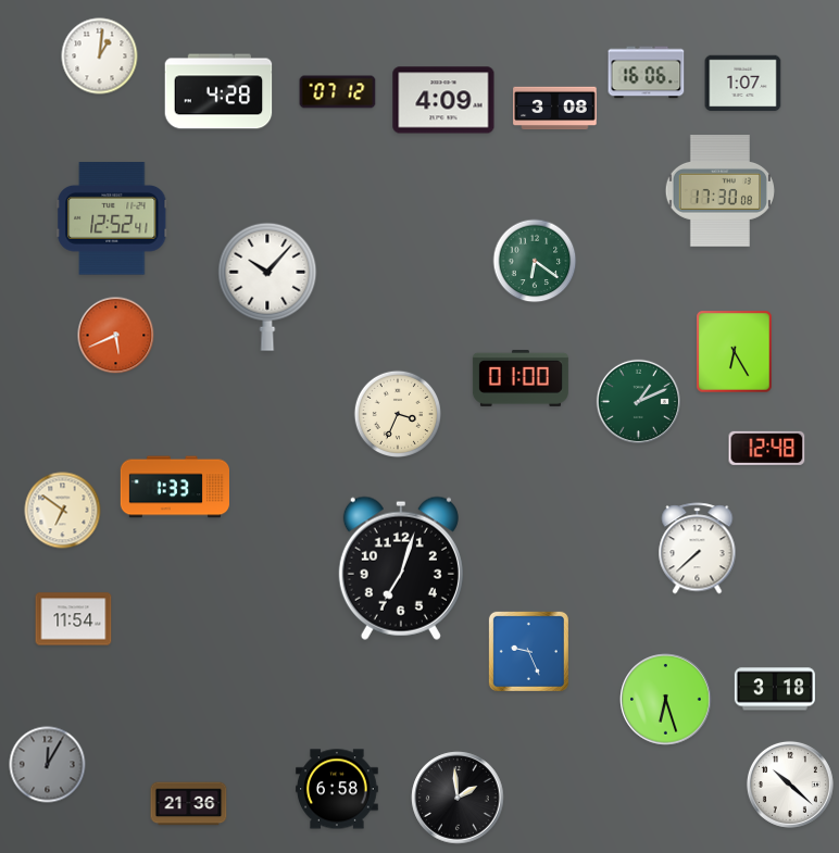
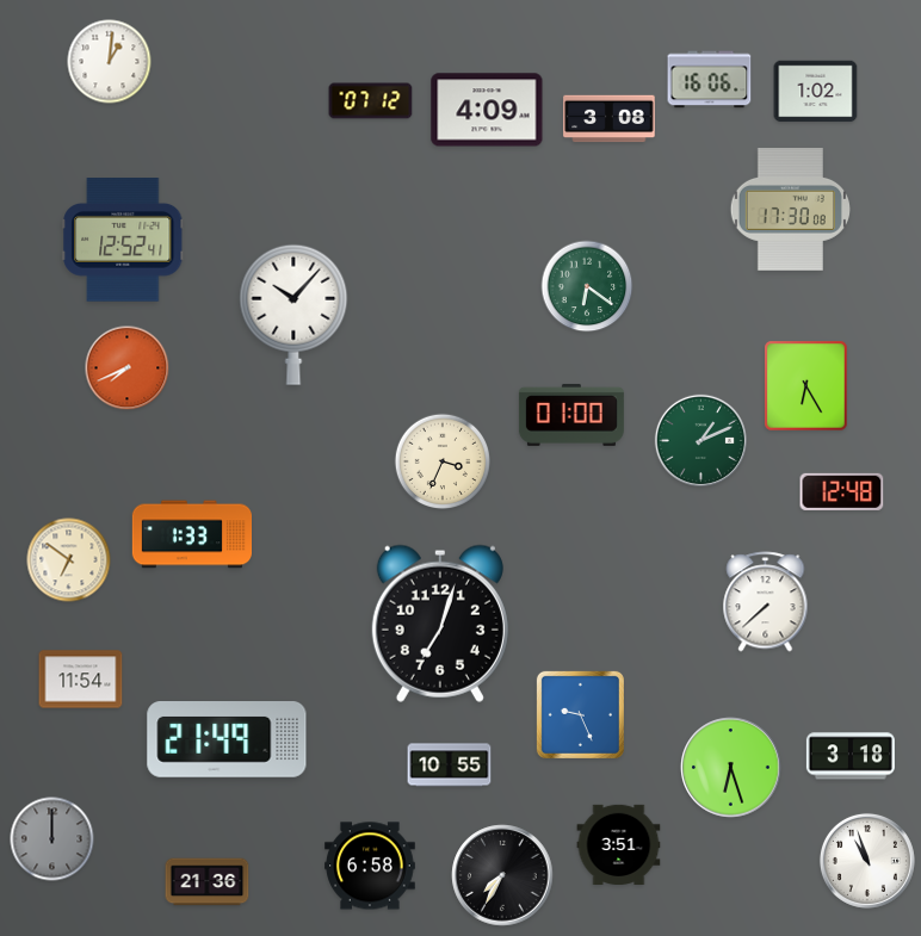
clock at (743, 84): 1:07 -> 1:02
clock at (218, 91): 4:28 -> none
clock at (116, 336): 5:41 -> 7:41
clock at (397, 413) position: (397, 413) -> (441, 460)
clock at (227, 740): none -> 21:49
clock at (450, 765): none -> 10:55
clock at (48, 765): 12:05 -> 12:00
clock at (619, 844): none -> 3:51
clock at (790, 785): 10:22 -> 10:57
clock at (458, 798): 1:59 -> 7:35
